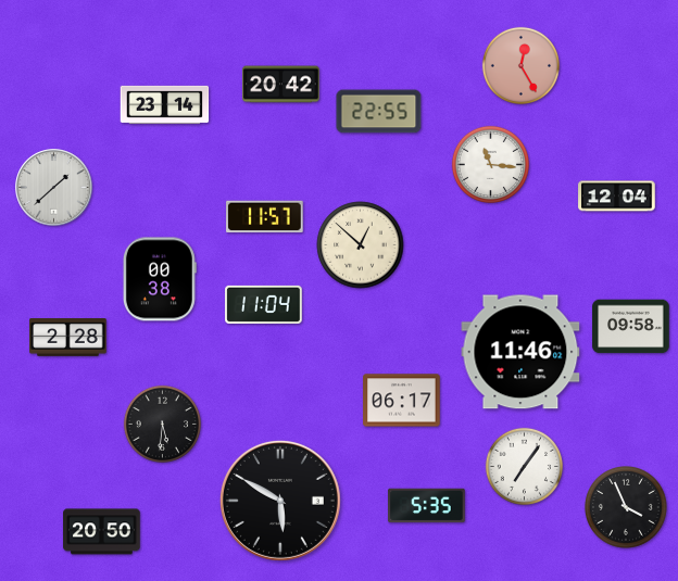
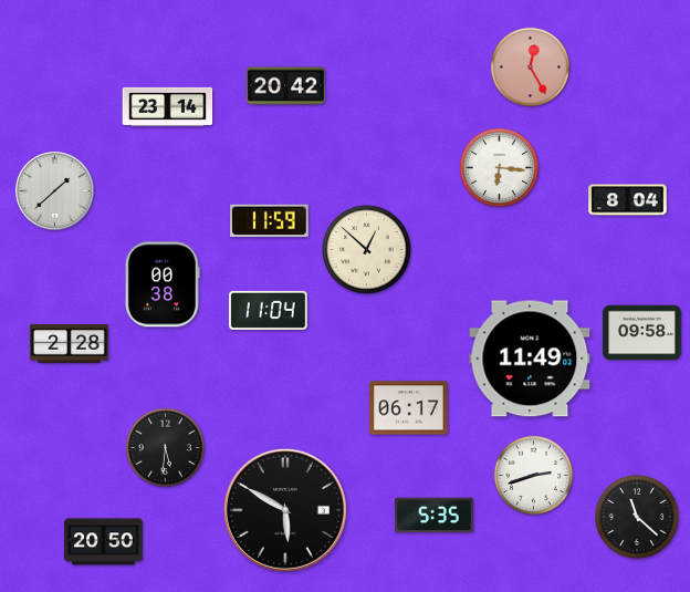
clock at (379, 112): 22:55 -> none
clock at (490, 164): 11:16 -> 6:16
clock at (617, 197): 12:04 -> 8:04
clock at (265, 217): 11:57 -> 11:59
clock at (520, 352): 11:46 -> 11:49
clock at (162, 424) position: (162, 424) -> (165, 447)
clock at (524, 466): 7:06 -> 2:42
clock at (627, 508): 3:56 -> 11:22
